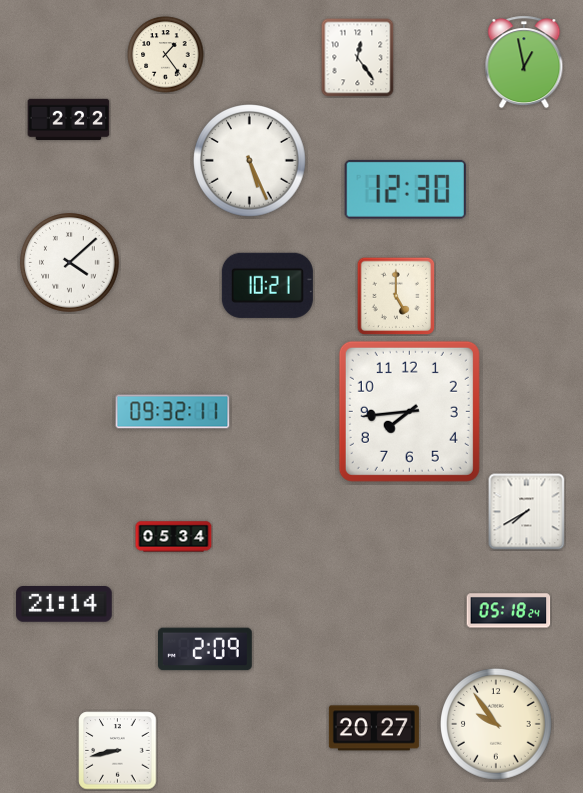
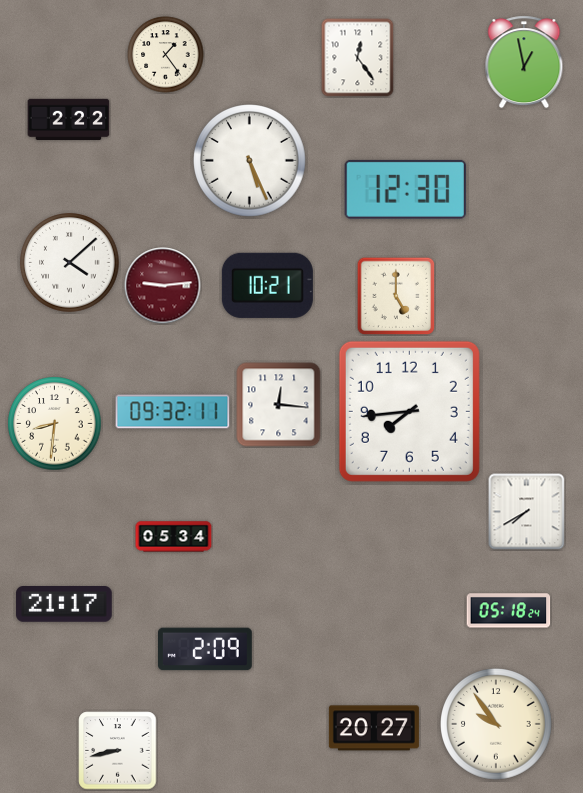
clock at (163, 286): none -> 9:14
clock at (279, 405): none -> 12:16
clock at (55, 424): none -> 8:31
clock at (64, 604): 21:14 -> 21:17
